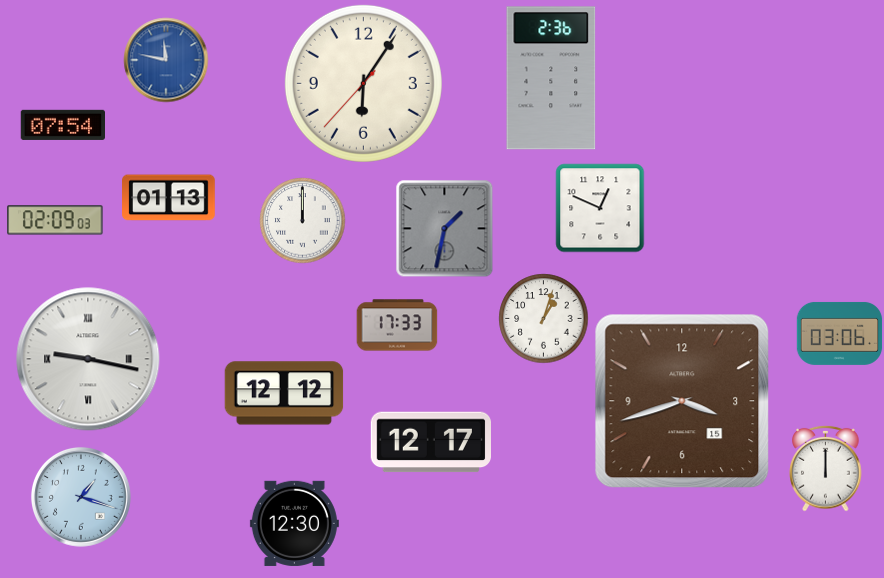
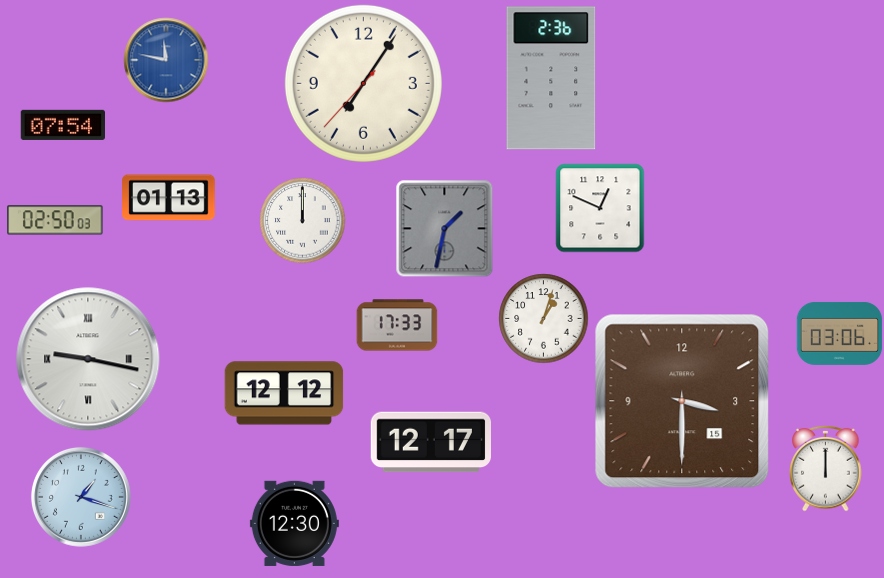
clock at (363, 83): 6:05 -> 7:05
clock at (55, 220): 02:09 -> 02:50
clock at (682, 401): 3:42 -> 3:30
